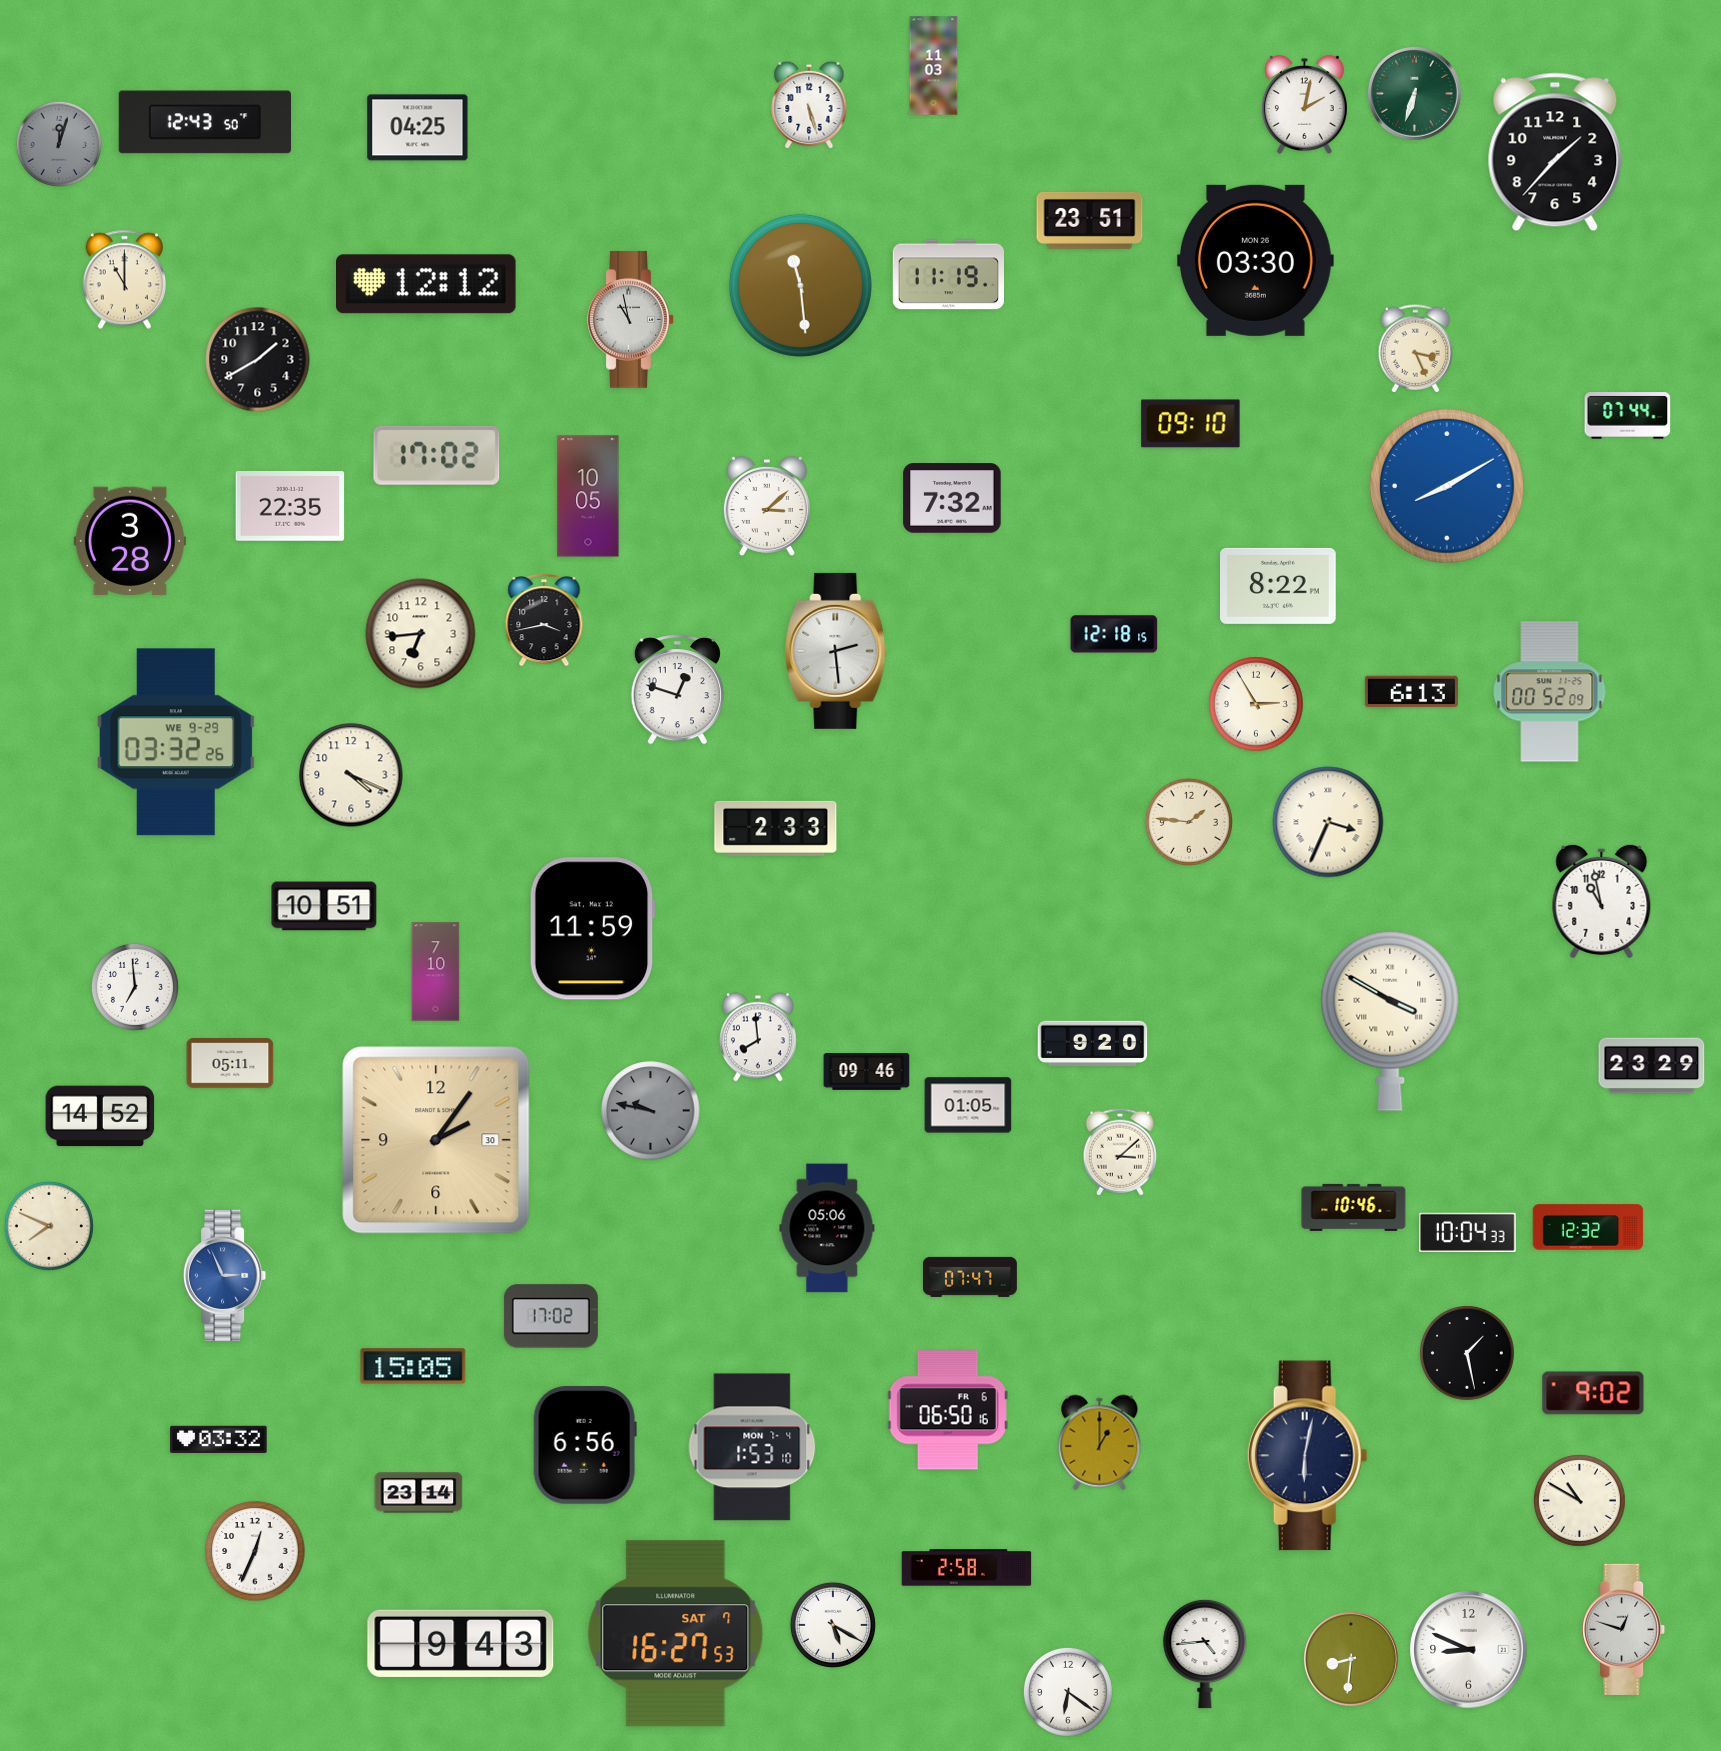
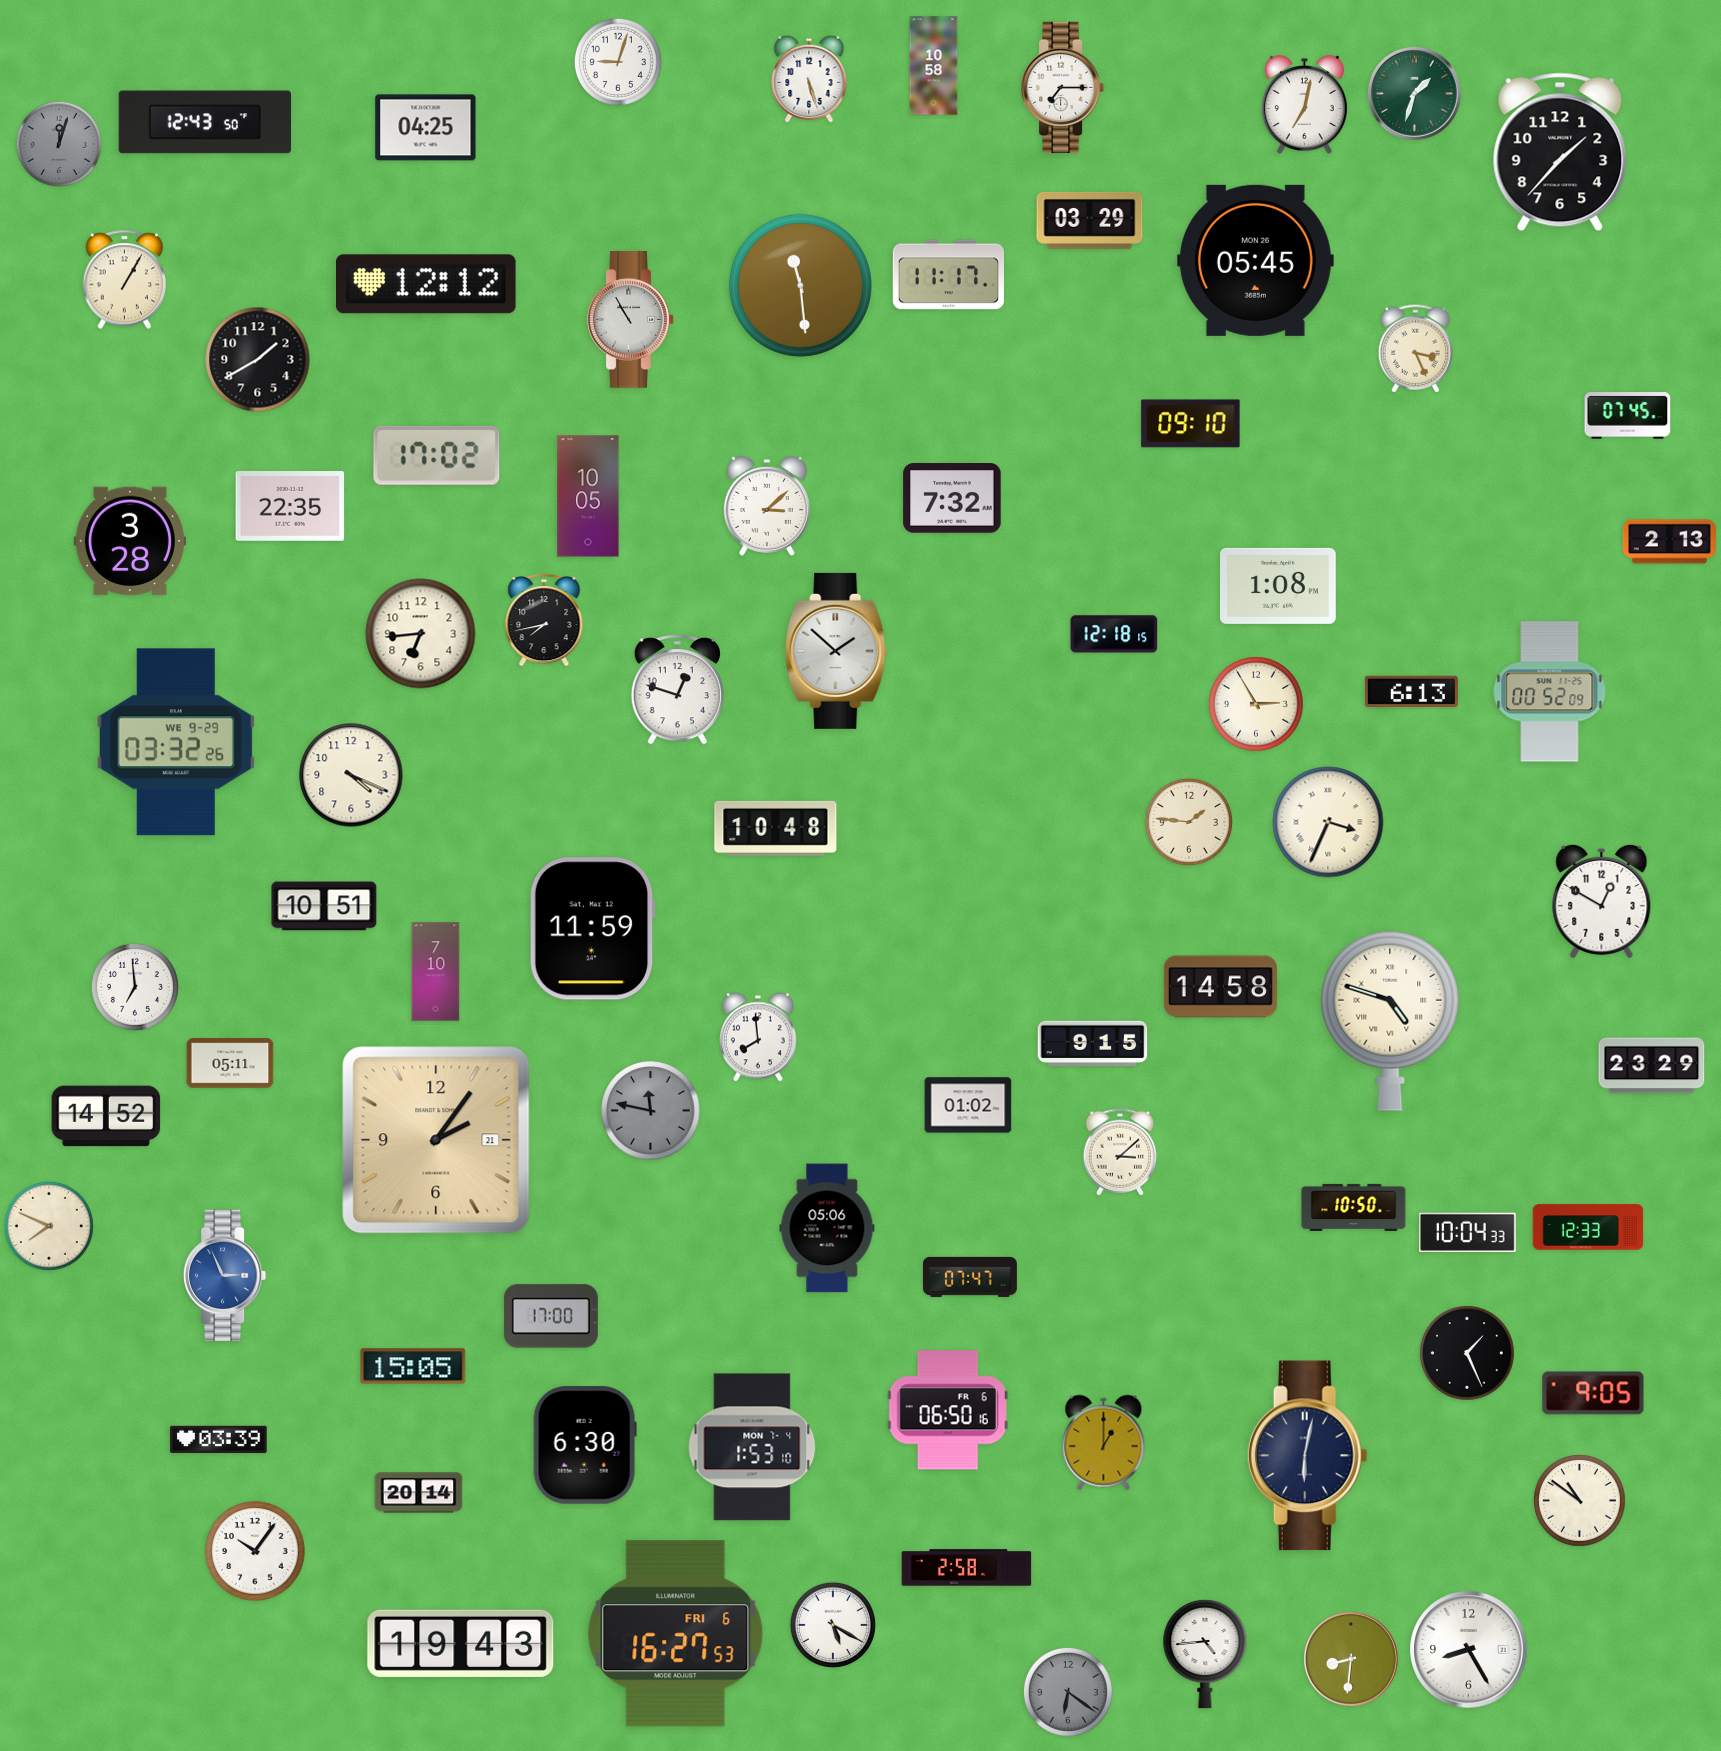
clock at (618, 62): none -> 9:03
clock at (934, 66): 11:03 -> 10:58
clock at (1064, 87): none -> 7:15
clock at (1414, 93): 6:33 -> 1:33
clock at (809, 105) position: (809, 105) -> (809, 79)
clock at (1304, 105): 2:02 -> 7:02
clock at (418, 128) position: (418, 128) -> (426, 128)
clock at (1555, 152) position: (1555, 152) -> (1560, 152)
clock at (1090, 220): 23:51 -> 03:29
clock at (1255, 260): 03:30 -> 05:45
clock at (948, 275): 11:19 -> 11:17
clock at (124, 280): 11:00 -> 1:05
clock at (631, 320): 10:58 -> 10:55
clock at (1628, 416): 07:44 -> 07:45
clock at (1448, 487): 8:10 -> none
clock at (1669, 542): none -> 2:13
clock at (1279, 586): 8:22 -> 1:08
clock at (544, 621): 3:43 -> 7:43
clock at (837, 651): 2:29 -> 1:52
clock at (776, 828): 2:33 -> 10:48
clock at (1602, 901): 10:58 -> 12:50
clock at (1220, 987): none -> 14:58
clock at (1390, 1021): 3:50 -> 4:48
clock at (1093, 1044): 9:20 -> 9:15
clock at (867, 1072): 09:46 -> none
clock at (968, 1105): 01:05 -> 01:02
clock at (651, 1111): 9:47 -> 11:47
clock at (100, 1116) position: (100, 1116) -> (106, 1116)
clock at (436, 1140) date: 30 -> 21
clock at (1354, 1207): 10:46 -> 10:50
clock at (1588, 1227): 12:32 -> 12:33
clock at (551, 1316): 17:02 -> 17:00
clock at (1467, 1353): 1:28 -> 1:26
clock at (1593, 1393): 9:02 -> 9:05
clock at (219, 1439): 03:32 -> 03:39
clock at (1100, 1443) position: (1100, 1443) -> (1104, 1443)
clock at (585, 1445): 6:56 -> 6:30
clock at (419, 1493): 23:14 -> 20:14
clock at (1580, 1501): 10:50 -> 10:51
clock at (255, 1551): 12:34 -> 10:06
clock at (1625, 1629): 12:48 -> none
clock at (676, 1634) date: SAT 7 -> FRI 6
clock at (461, 1643): 9:43 -> 19:43
clock at (1469, 1650): 8:49 -> 8:25
clock at (1068, 1692) dial: white -> grey
